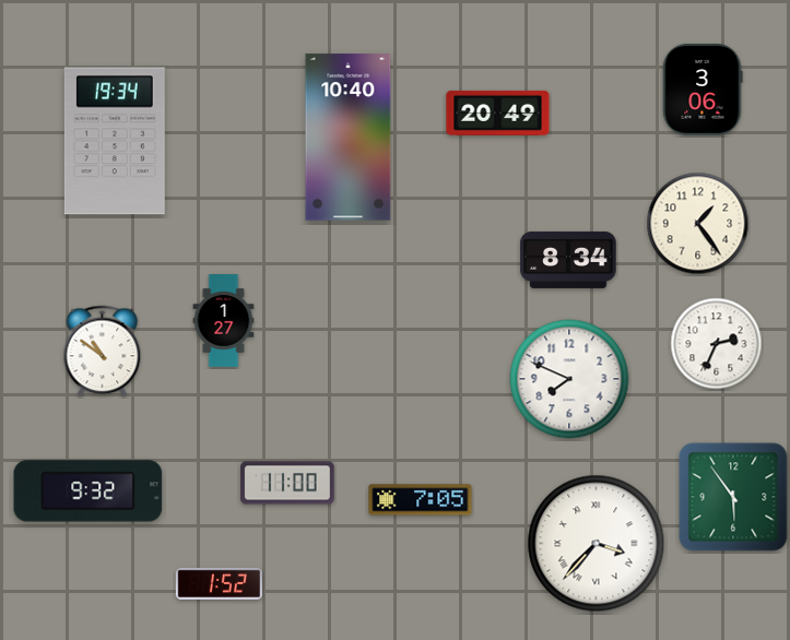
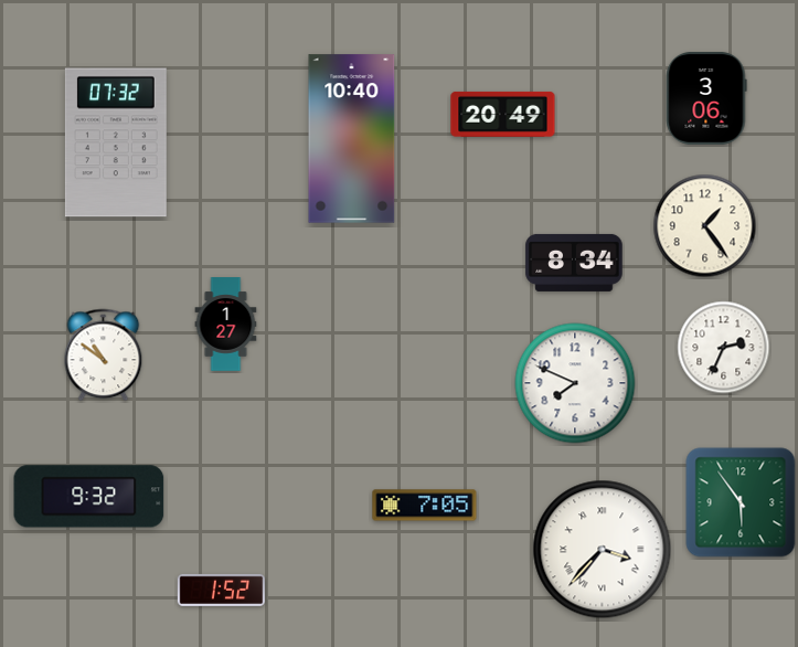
clock at (703, 90) position: (703, 90) -> (706, 98)
clock at (115, 141): 19:34 -> 07:32
clock at (287, 483): 11:00 -> none
